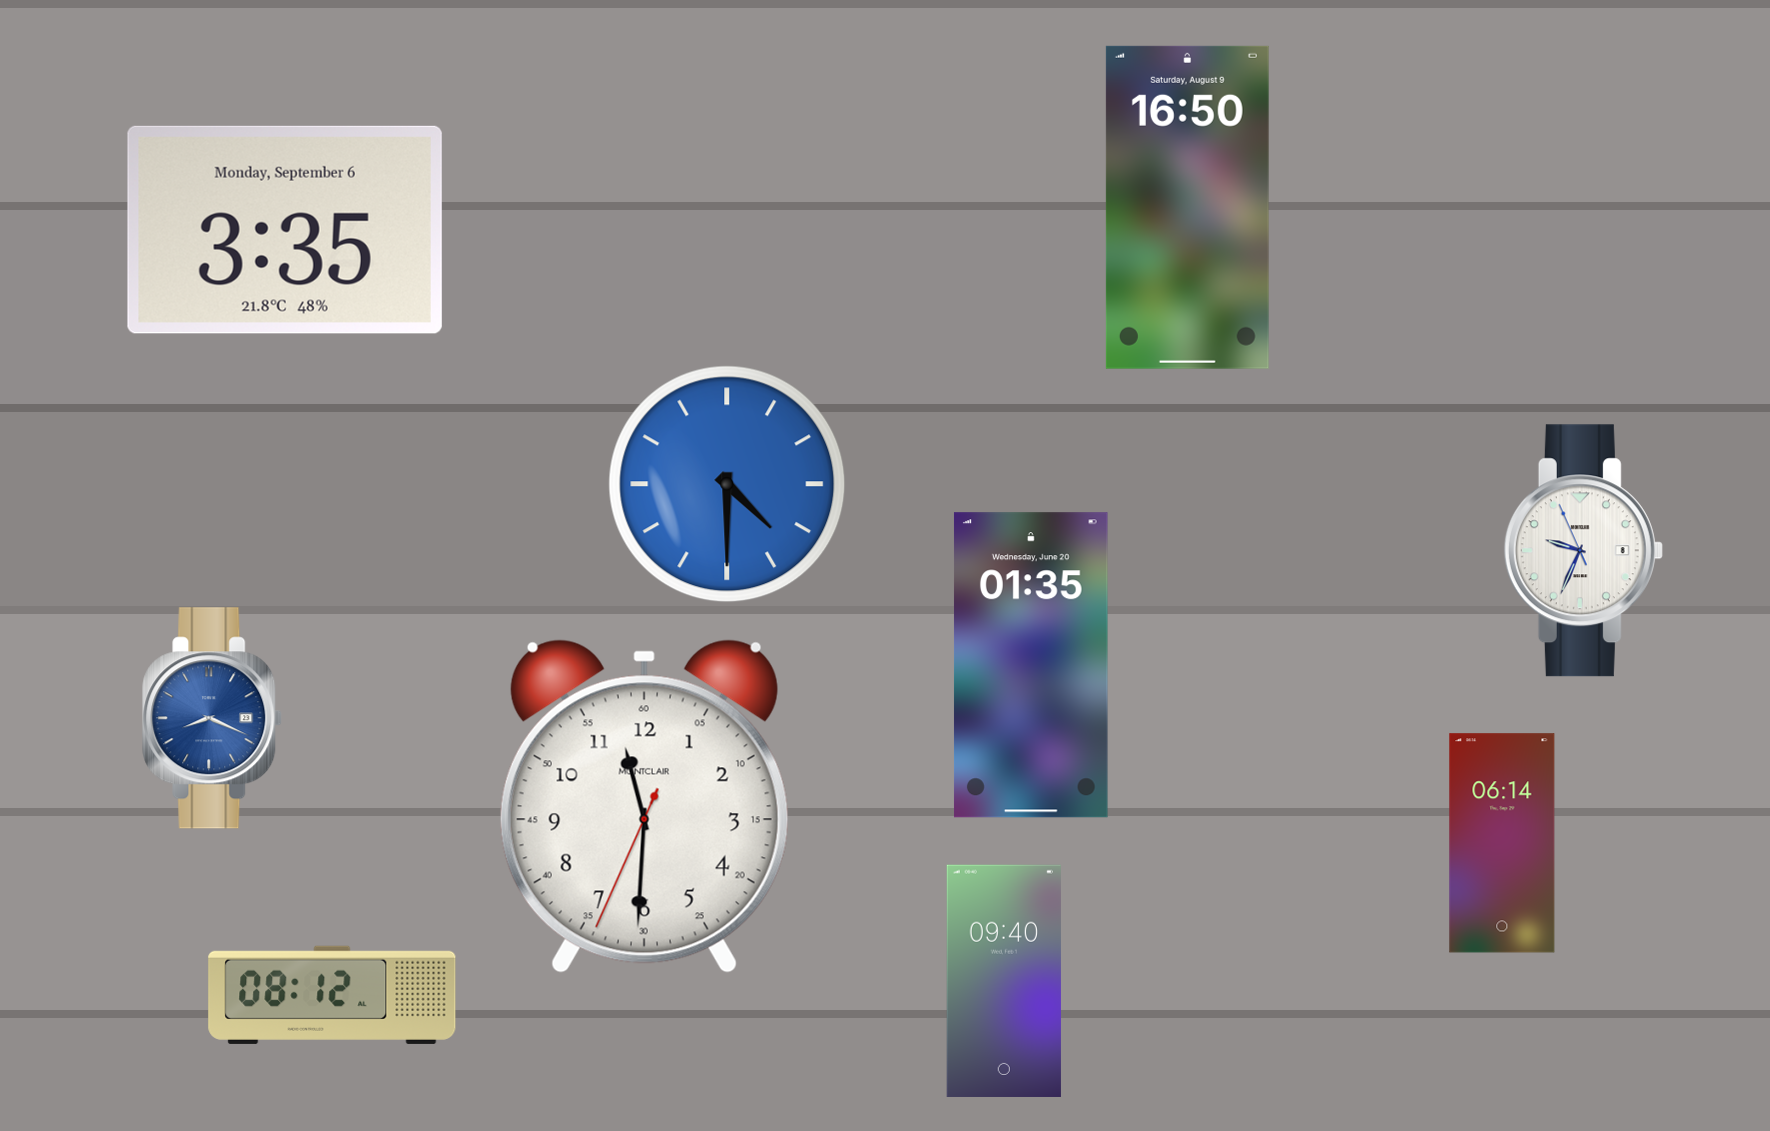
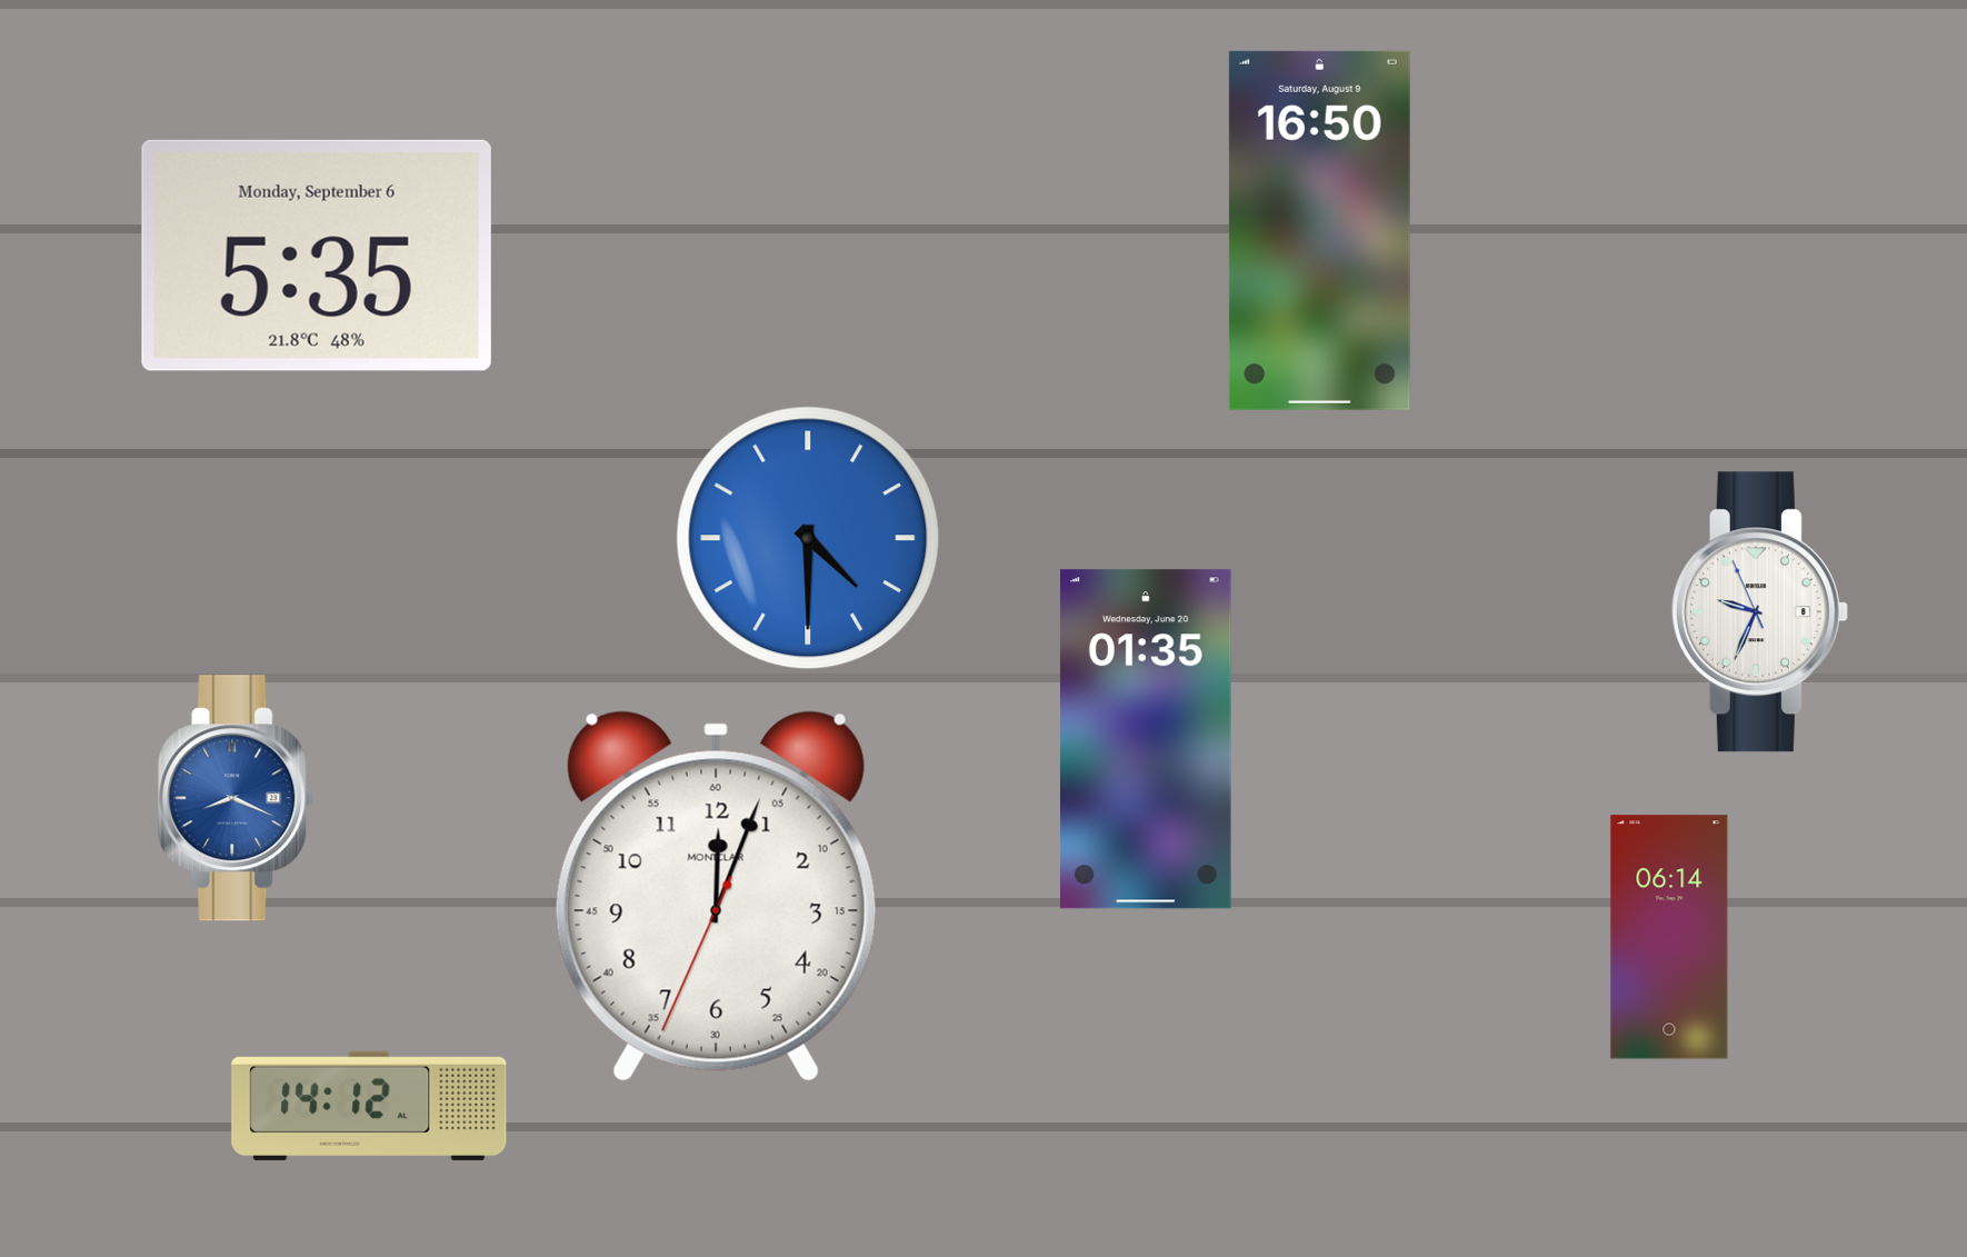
clock at (285, 230): 3:35 -> 5:35
clock at (644, 806): 11:30 -> 12:03
clock at (1004, 981): 09:40 -> none
clock at (332, 995): 08:12 -> 14:12
